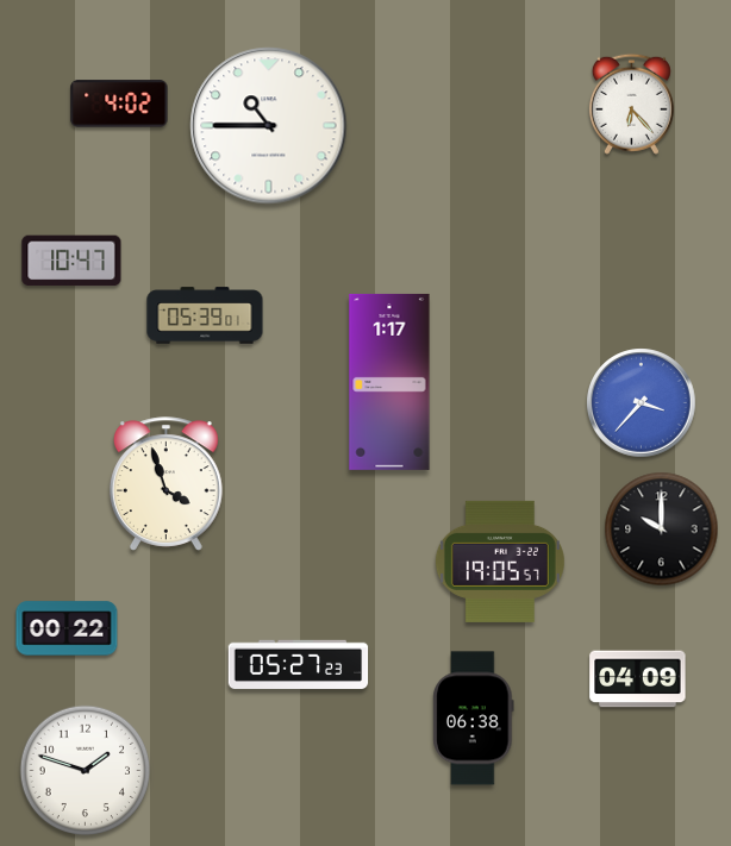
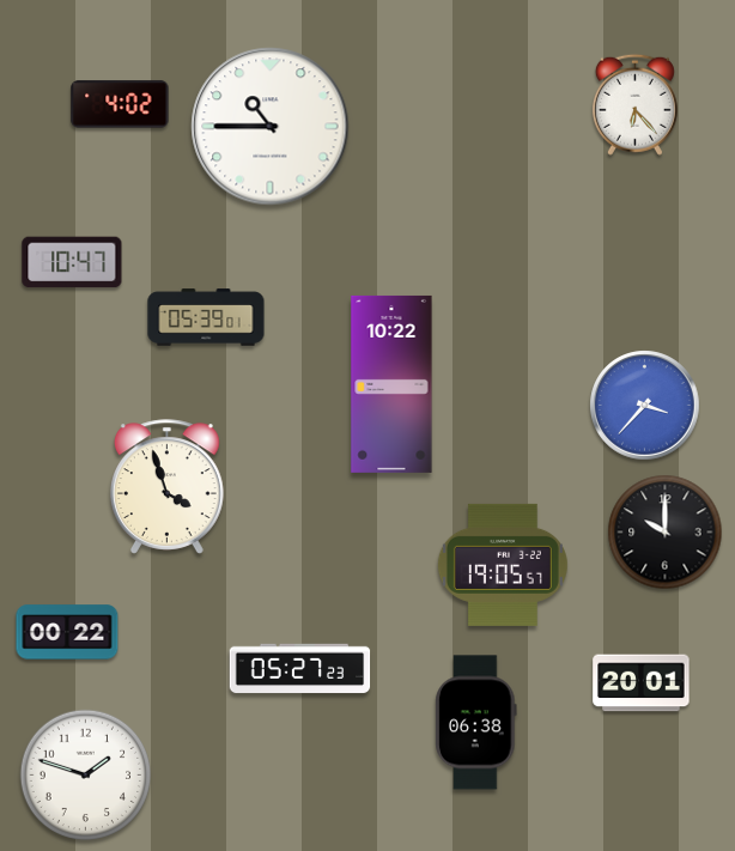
clock at (389, 382): 1:17 -> 10:22
clock at (638, 679): 04:09 -> 20:01
